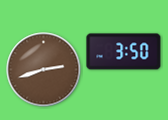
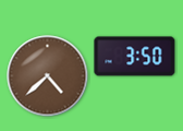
clock at (44, 70): 2:42 -> 4:38
